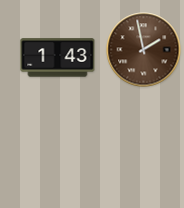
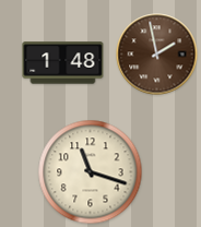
clock at (58, 58): 1:43 -> 1:48
clock at (91, 172): none -> 11:18
